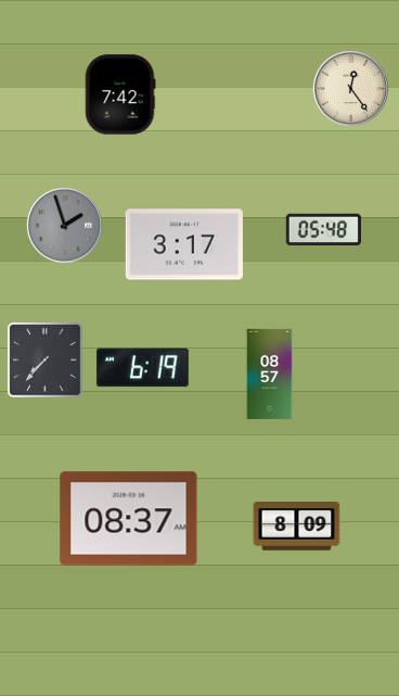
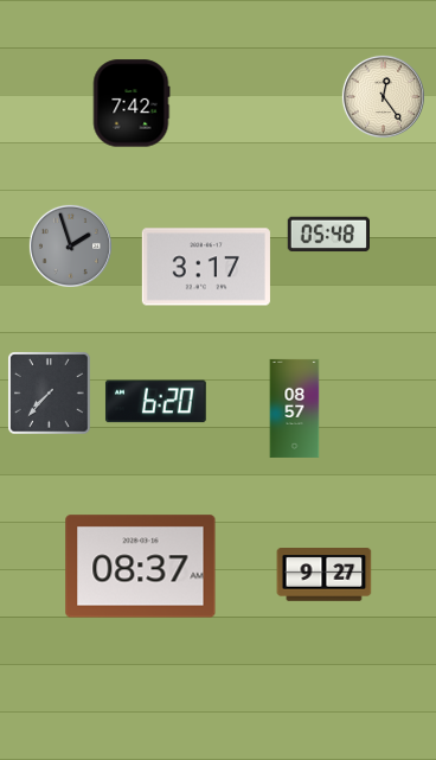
clock at (323, 230) position: (323, 230) -> (328, 235)
clock at (184, 244) position: (184, 244) -> (206, 267)
clock at (142, 368): 6:19 -> 6:20
clock at (297, 527): 8:09 -> 9:27
